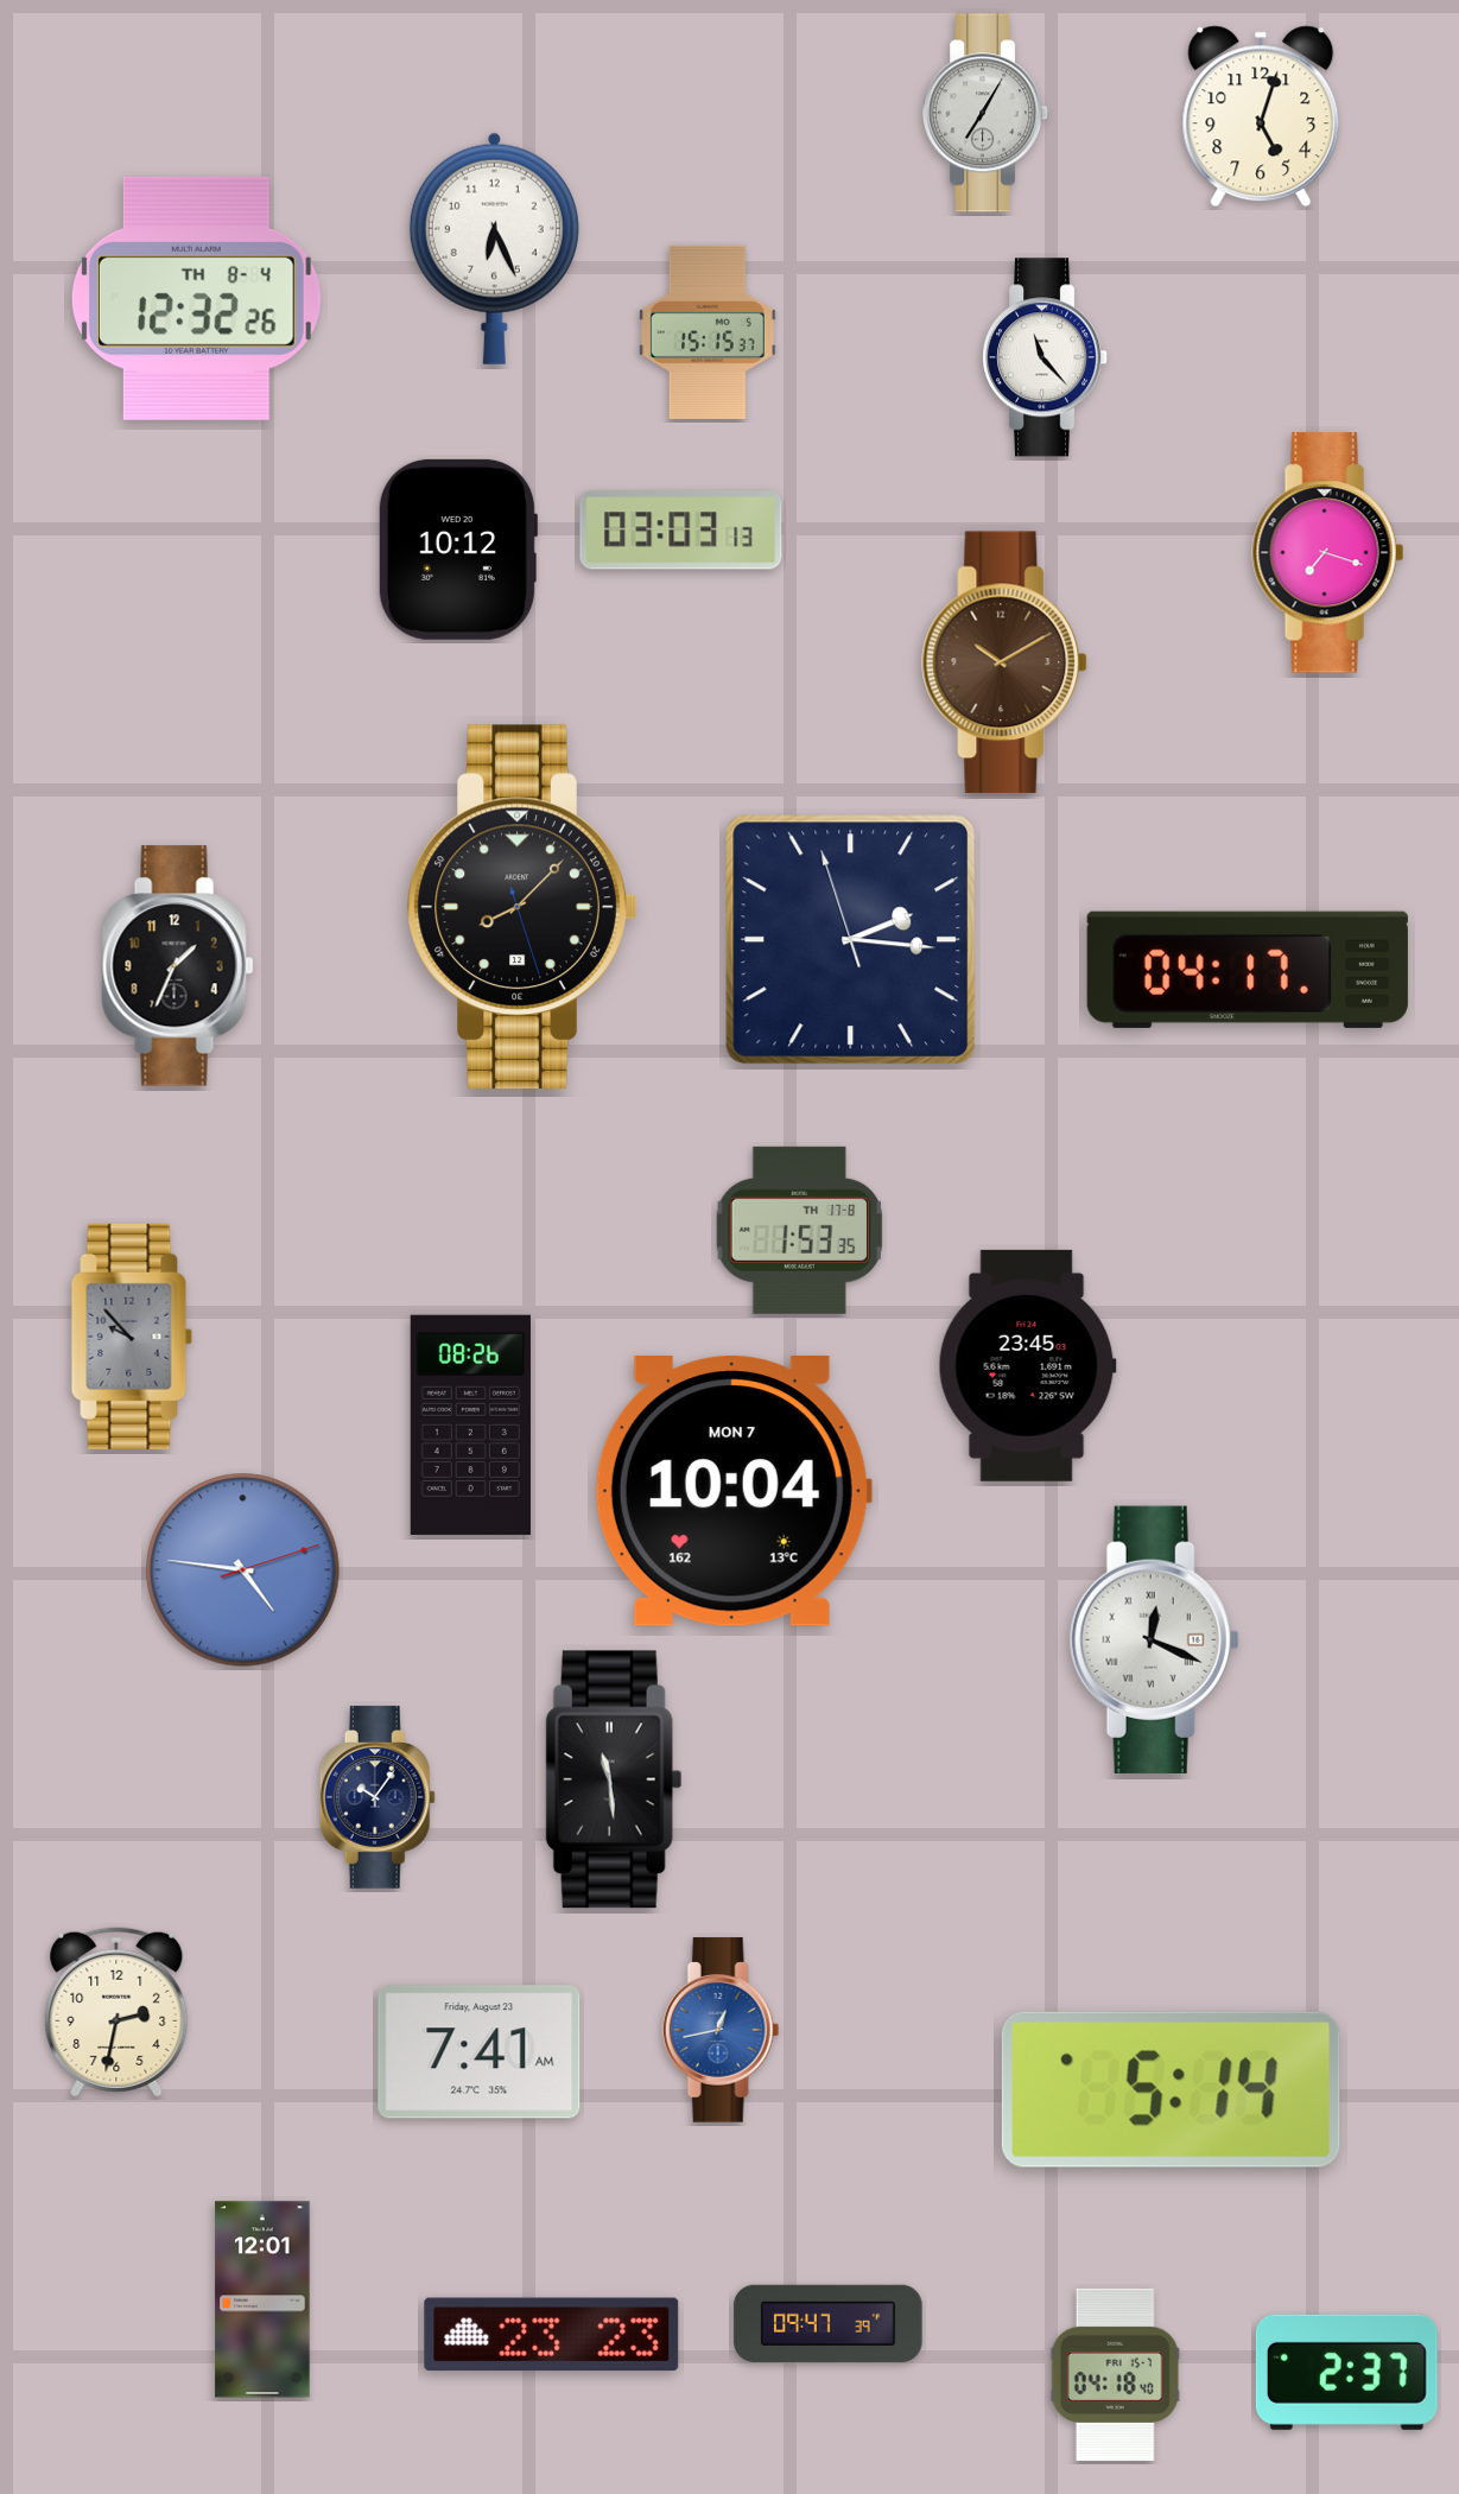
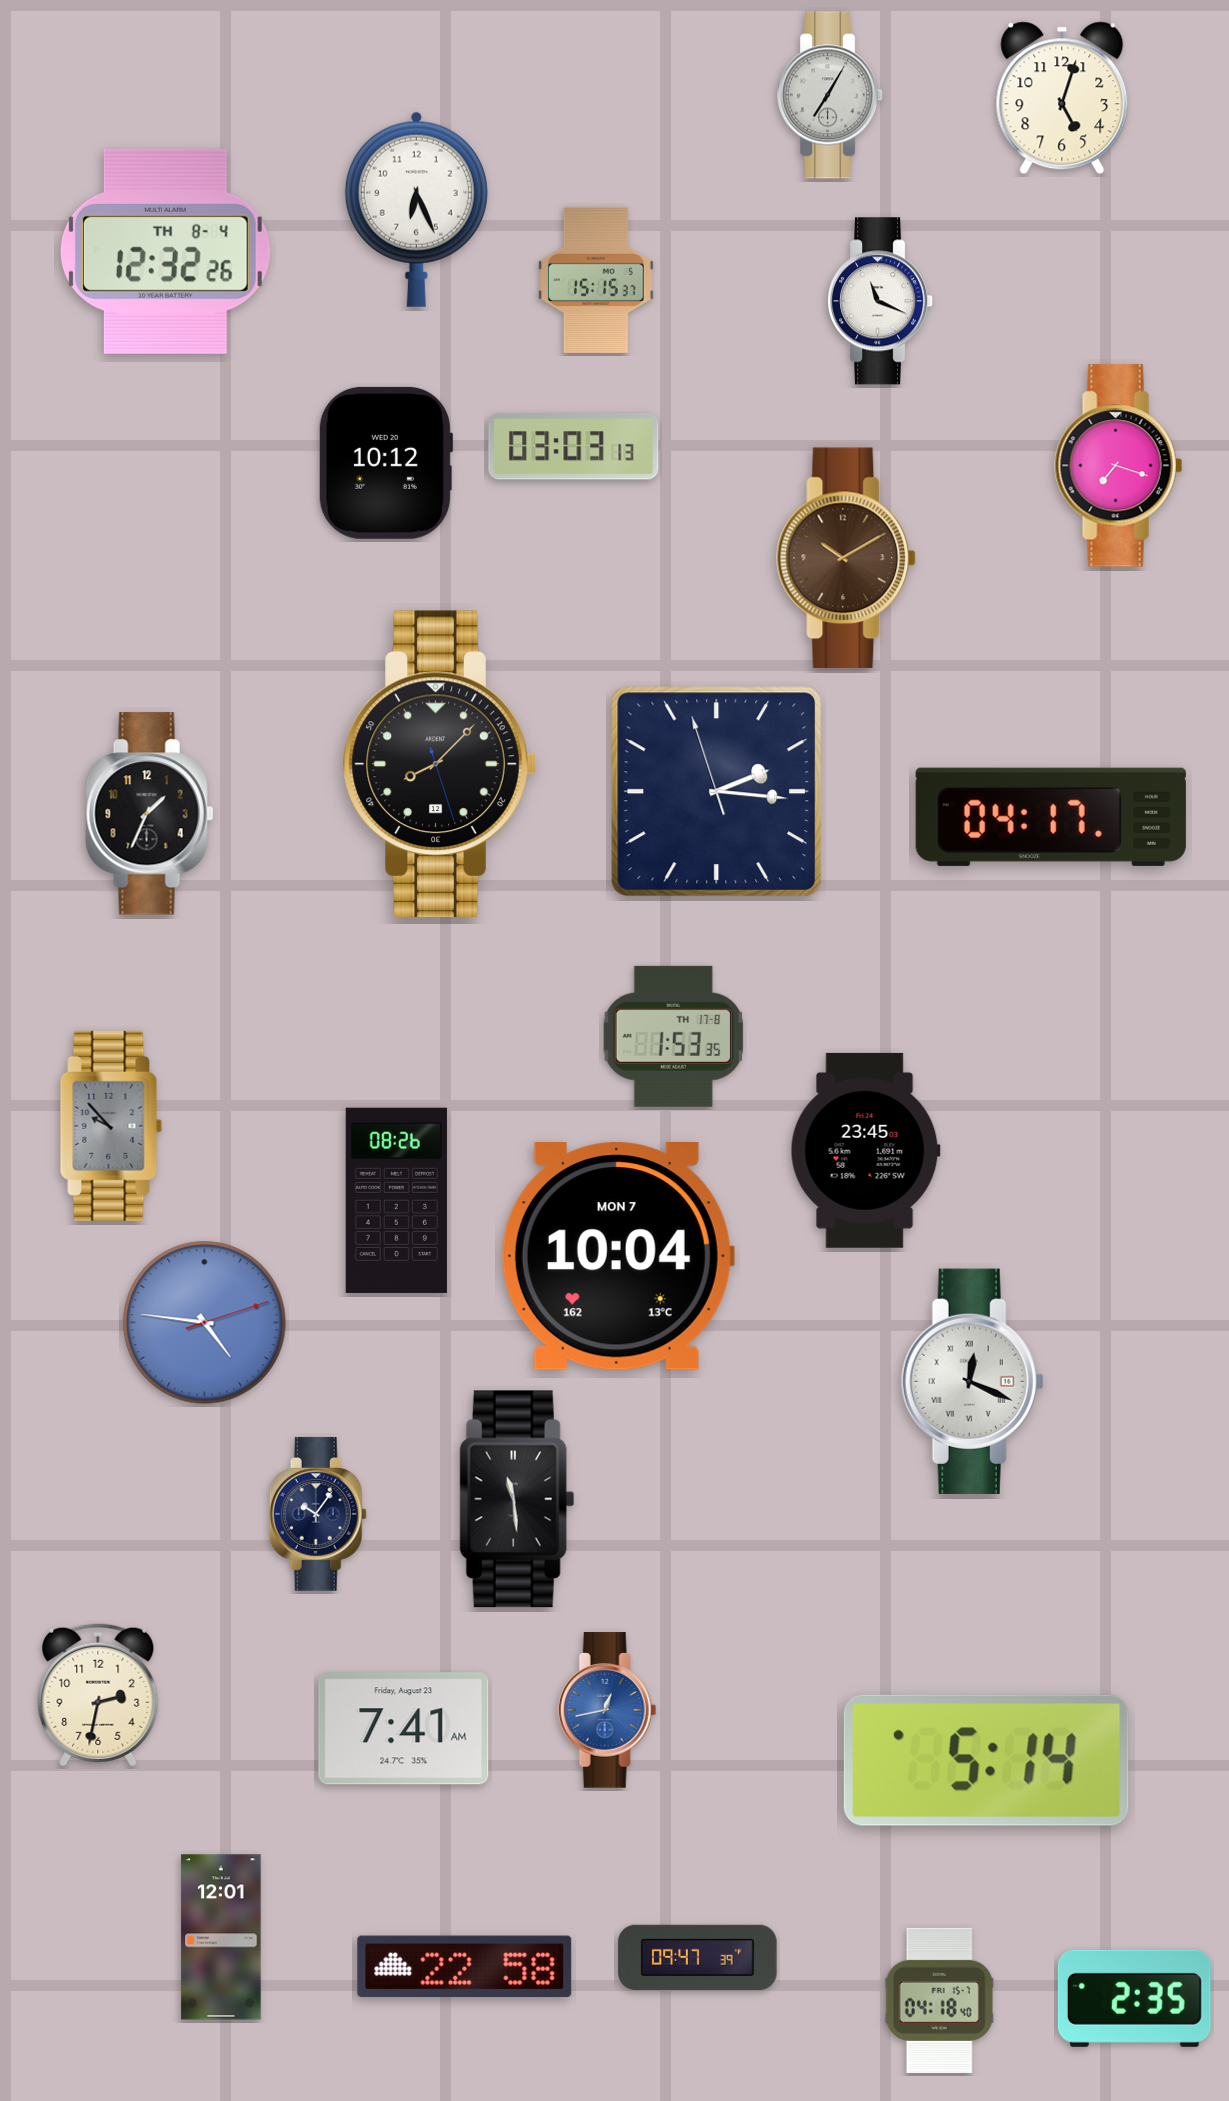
clock at (1046, 357): 11:23 -> 11:19
clock at (552, 2334): 23:23 -> 22:58
clock at (1346, 2372): 2:37 -> 2:35
